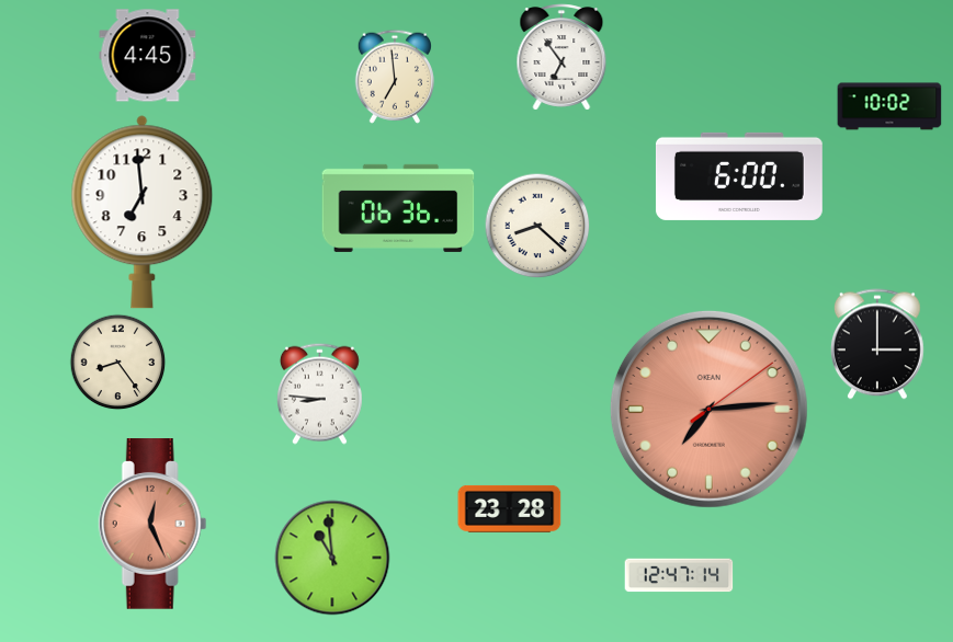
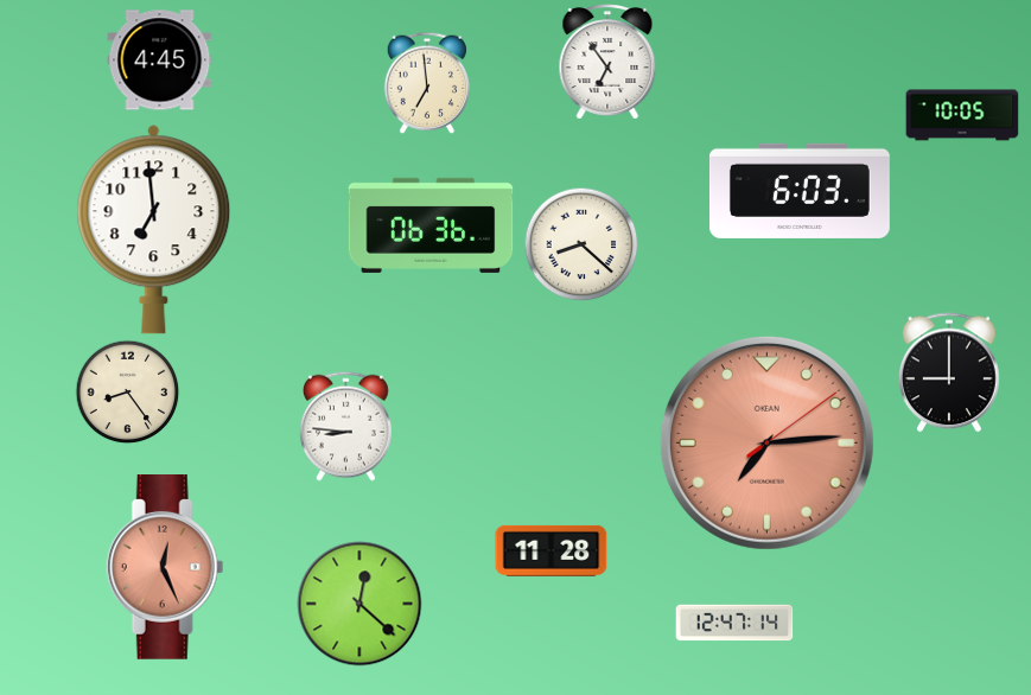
clock at (889, 106): 10:02 -> 10:05
clock at (739, 176): 6:00 -> 6:03
clock at (877, 344): 3:00 -> 9:00
clock at (510, 508): 23:28 -> 11:28
clock at (332, 558): 10:59 -> 12:22
